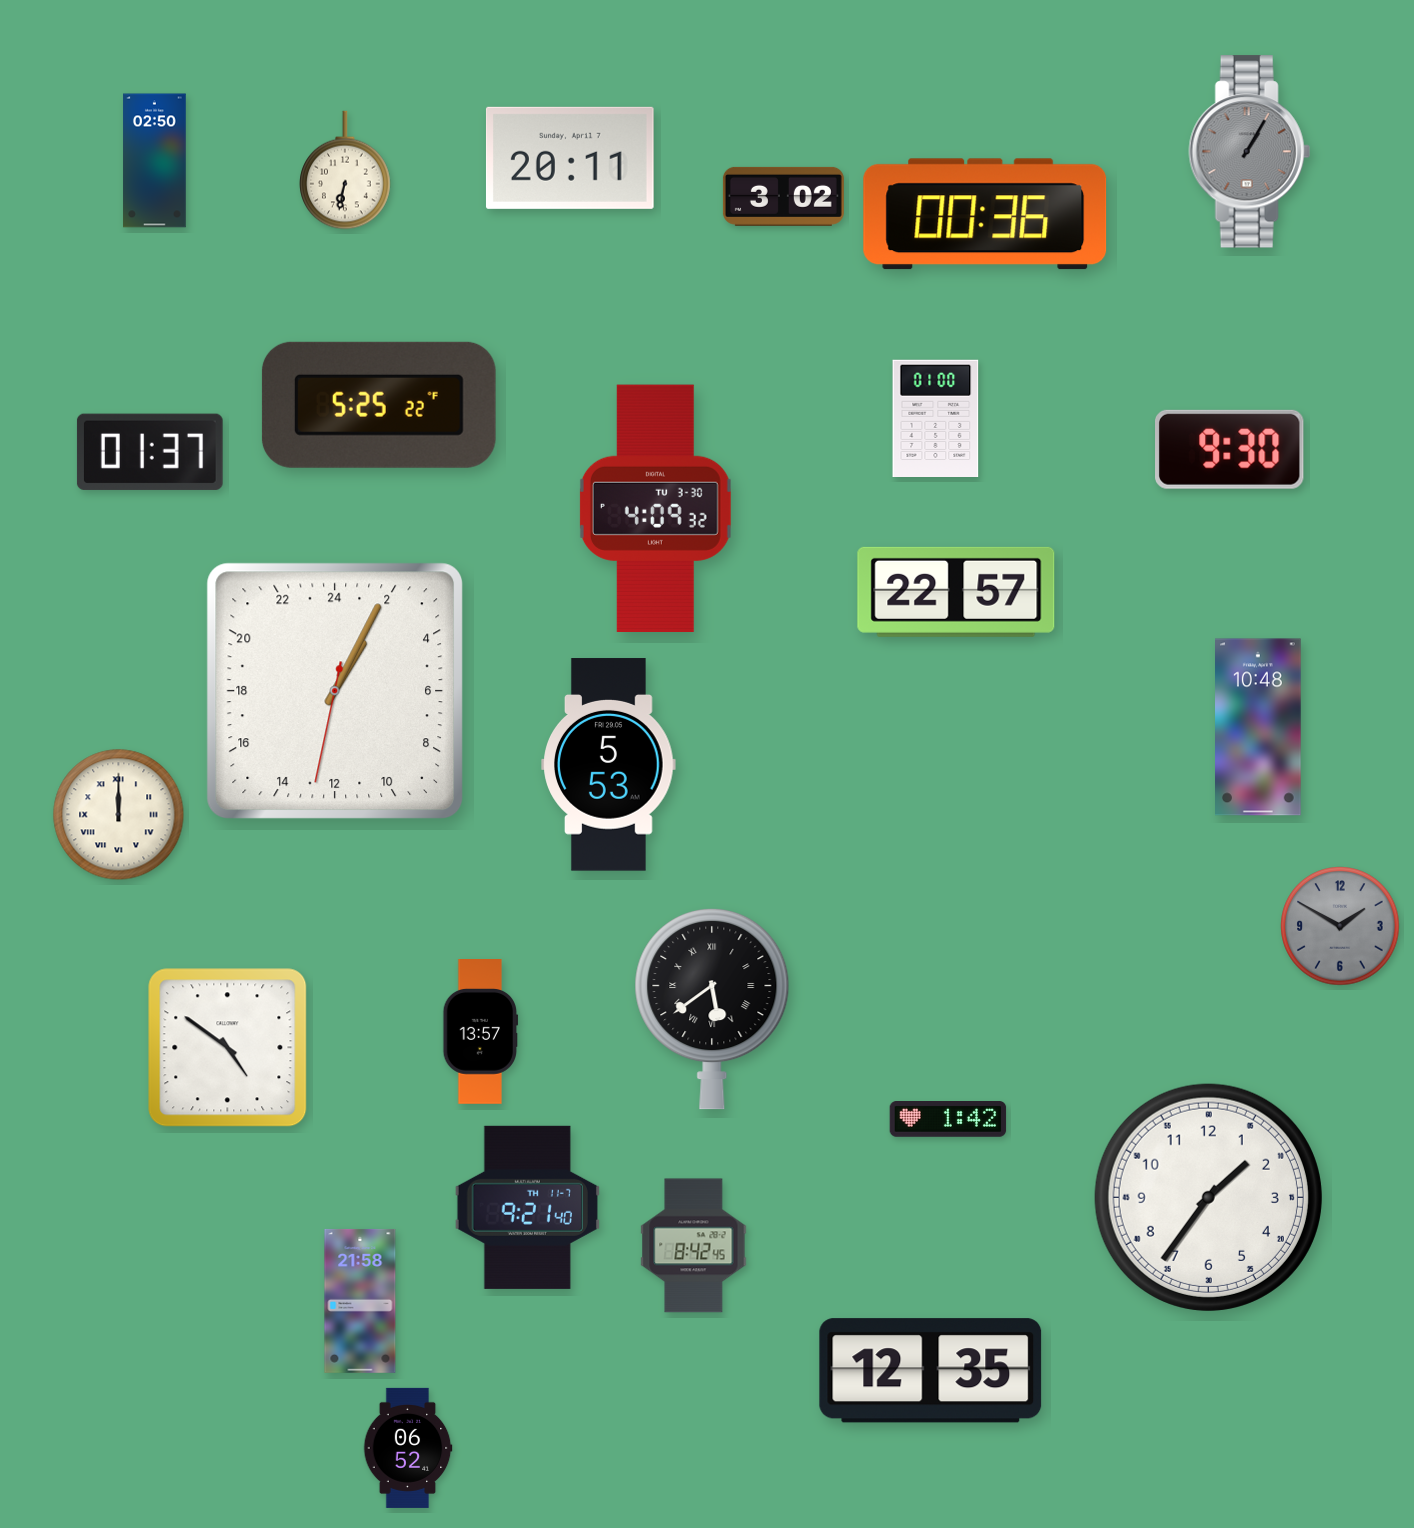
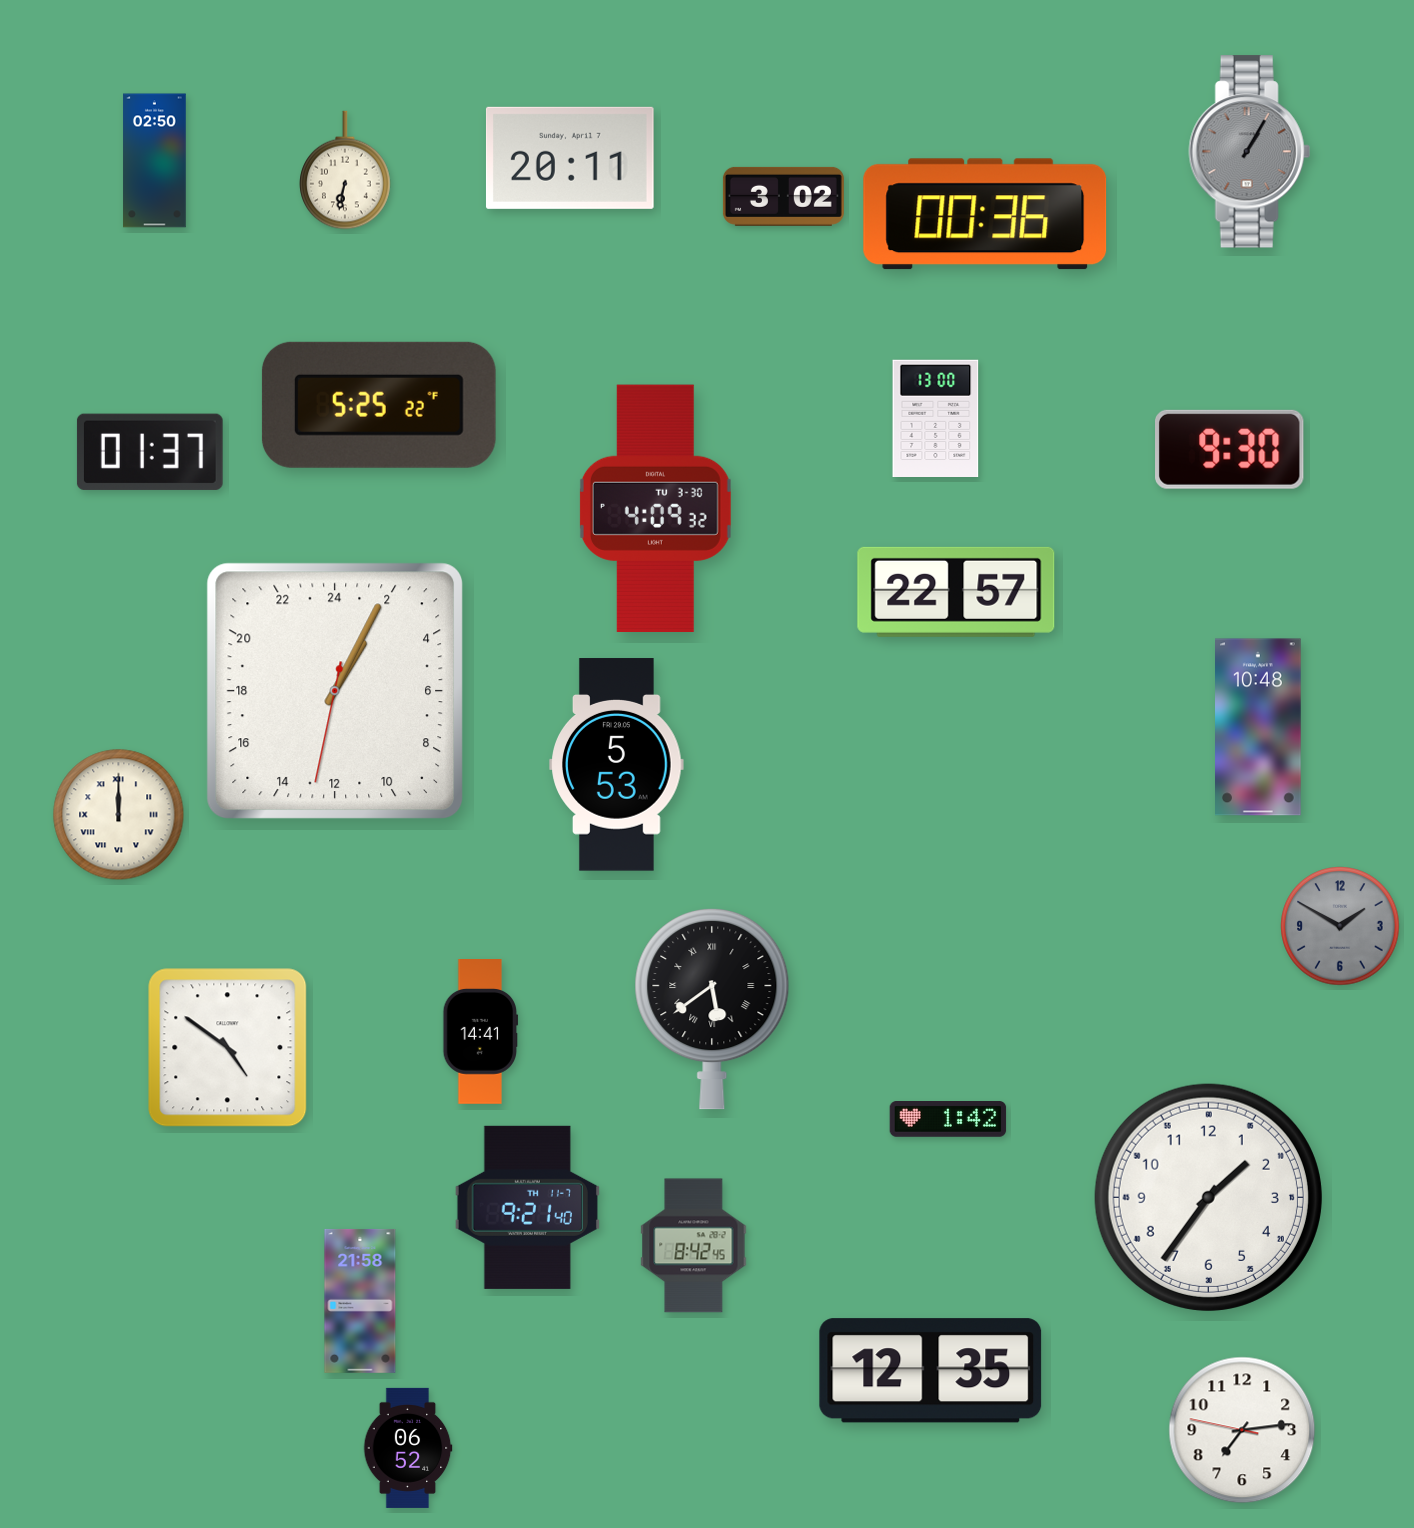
clock at (936, 418): 01:00 -> 13:00
clock at (609, 765) position: (609, 765) -> (617, 765)
clock at (481, 1032): 13:57 -> 14:41
clock at (1242, 1430): none -> 7:13
